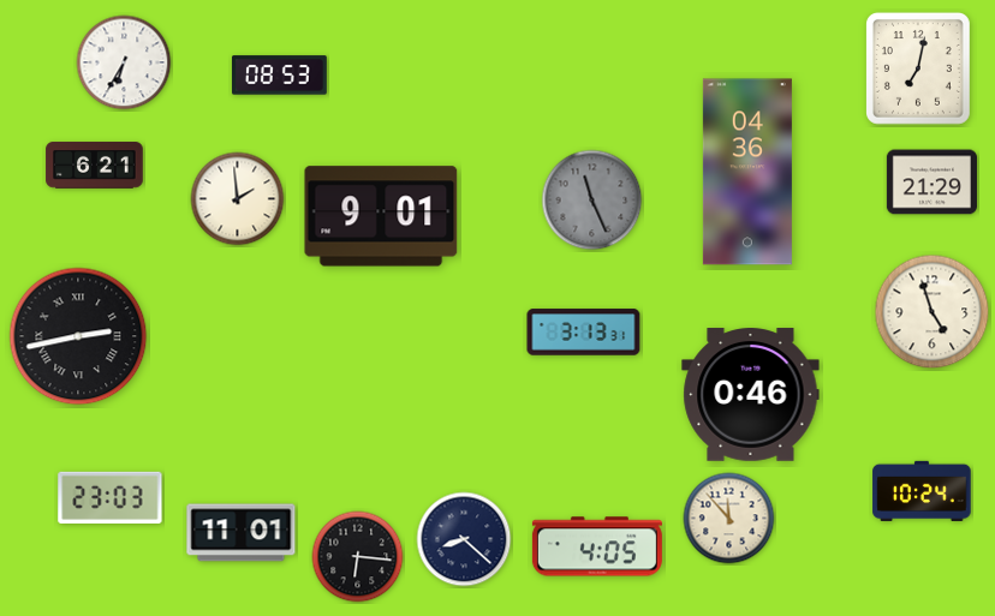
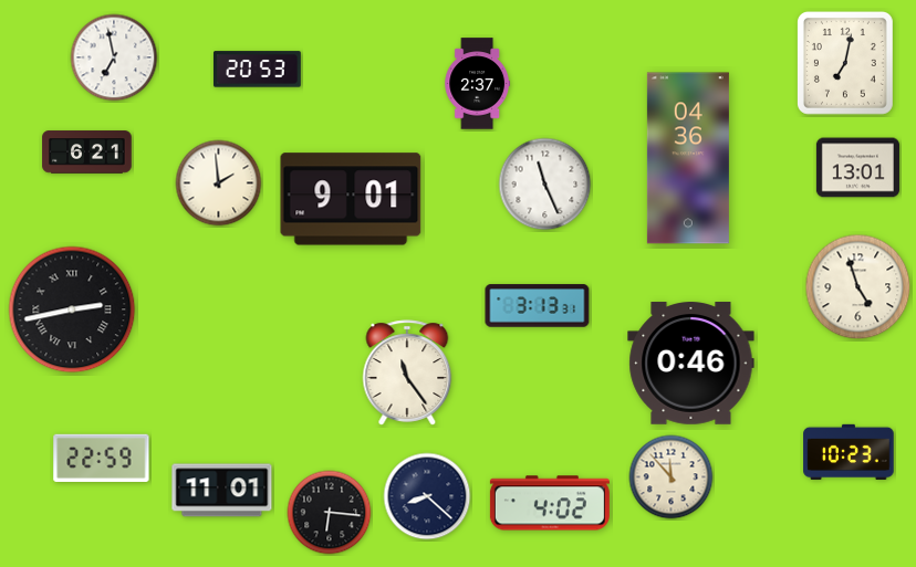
clock at (124, 62): 6:35 -> 6:58
clock at (279, 76): 08:53 -> 20:53
clock at (477, 84): none -> 2:37
clock at (931, 183): 21:29 -> 13:01
clock at (592, 201) dial: grey -> white
clock at (407, 372): none -> 11:24
clock at (922, 491): 10:24 -> 10:23
clock at (111, 497): 23:03 -> 22:59
clock at (597, 546): 4:05 -> 4:02
